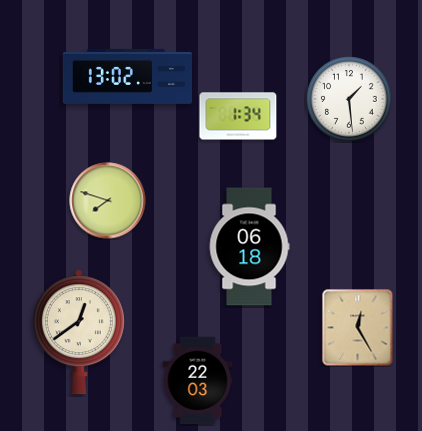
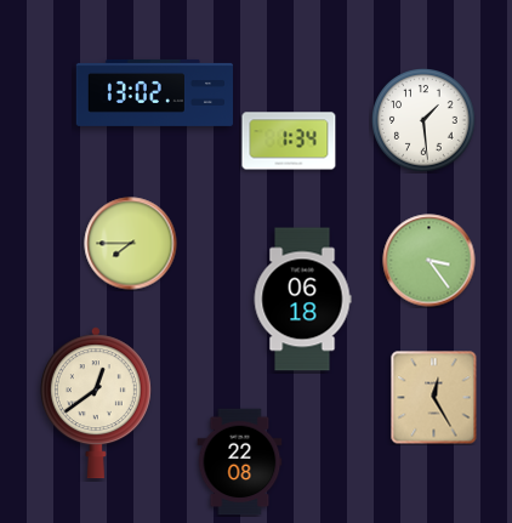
clock at (108, 201): 7:48 -> 7:45
clock at (429, 261): none -> 3:24
clock at (198, 381): 22:03 -> 22:08
